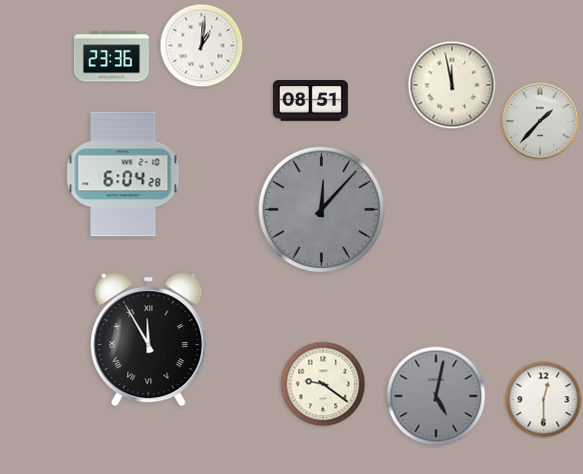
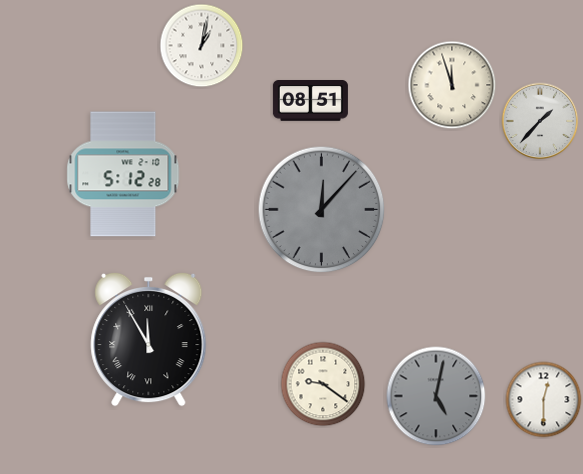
clock at (202, 46): 1:01 -> 1:02
clock at (111, 57): 23:36 -> none
clock at (452, 85): 11:58 -> 11:57
clock at (123, 174): 6:04 -> 5:12
